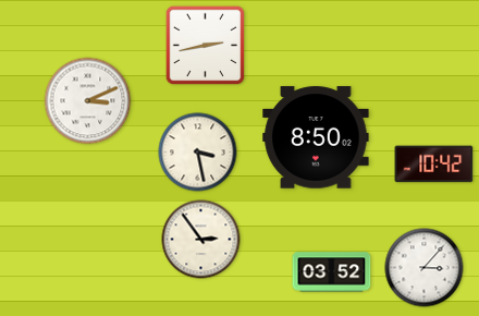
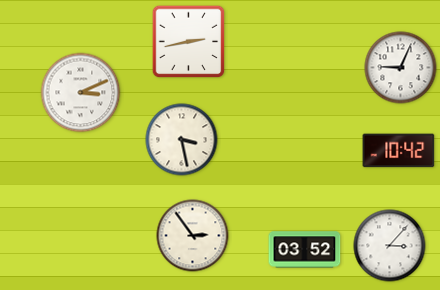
clock at (401, 68): none -> 9:04
clock at (316, 137): 8:50 -> none
clock at (201, 240) position: (201, 240) -> (193, 236)
